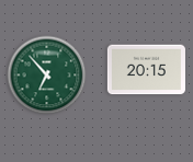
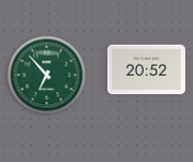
clock at (146, 70): 20:15 -> 20:52
